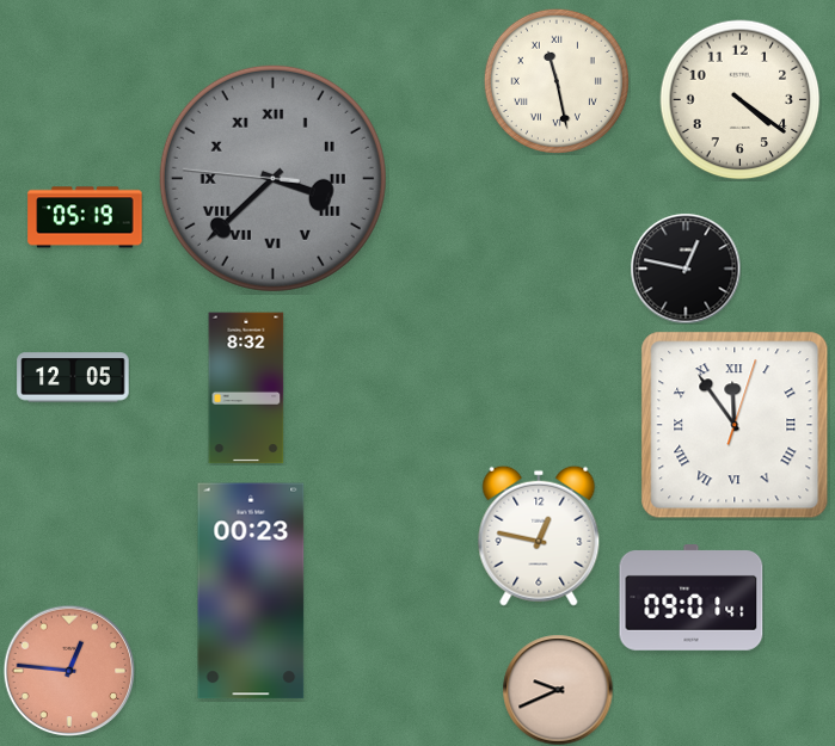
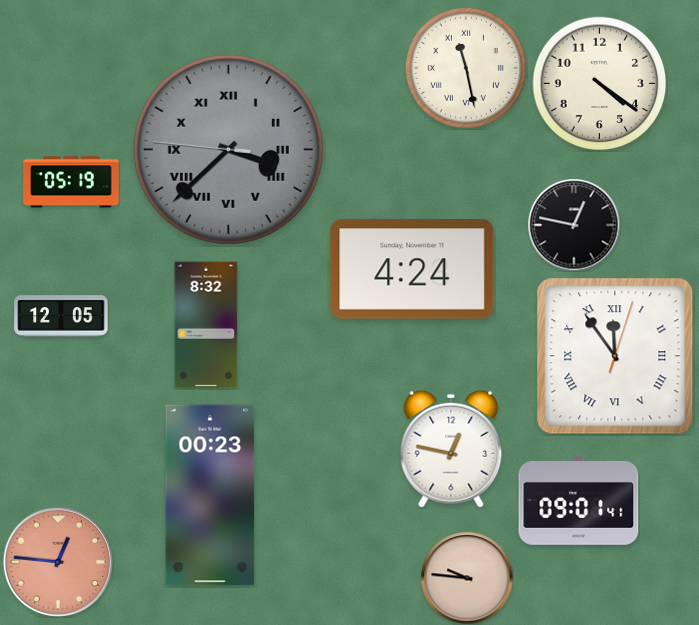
clock at (741, 100) position: (741, 100) -> (600, 84)
clock at (412, 269): none -> 4:24
clock at (558, 690): 9:41 -> 9:46
